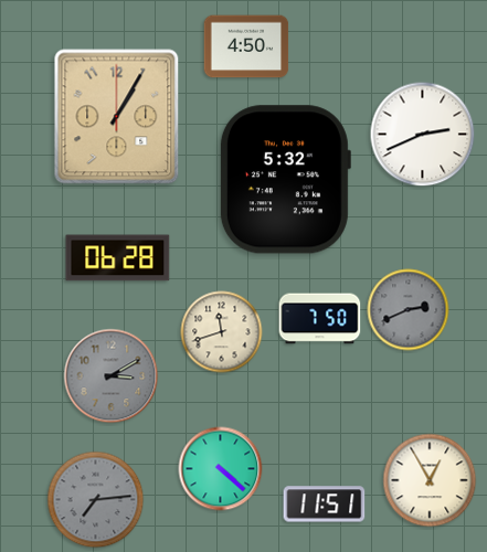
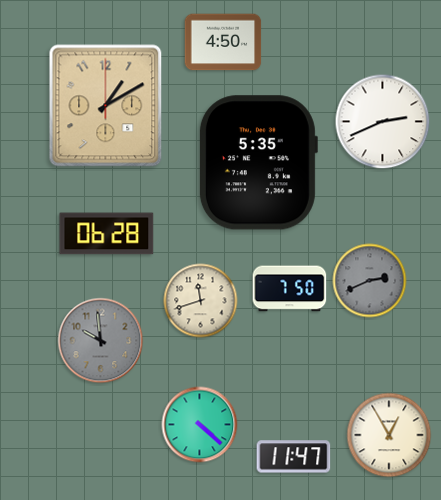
clock at (117, 117): 1:05 -> 1:10
clock at (285, 180): 5:32 -> 5:35
clock at (112, 376): 3:10 -> 9:59
clock at (96, 500): 7:14 -> none
clock at (325, 505): 11:51 -> 11:47
